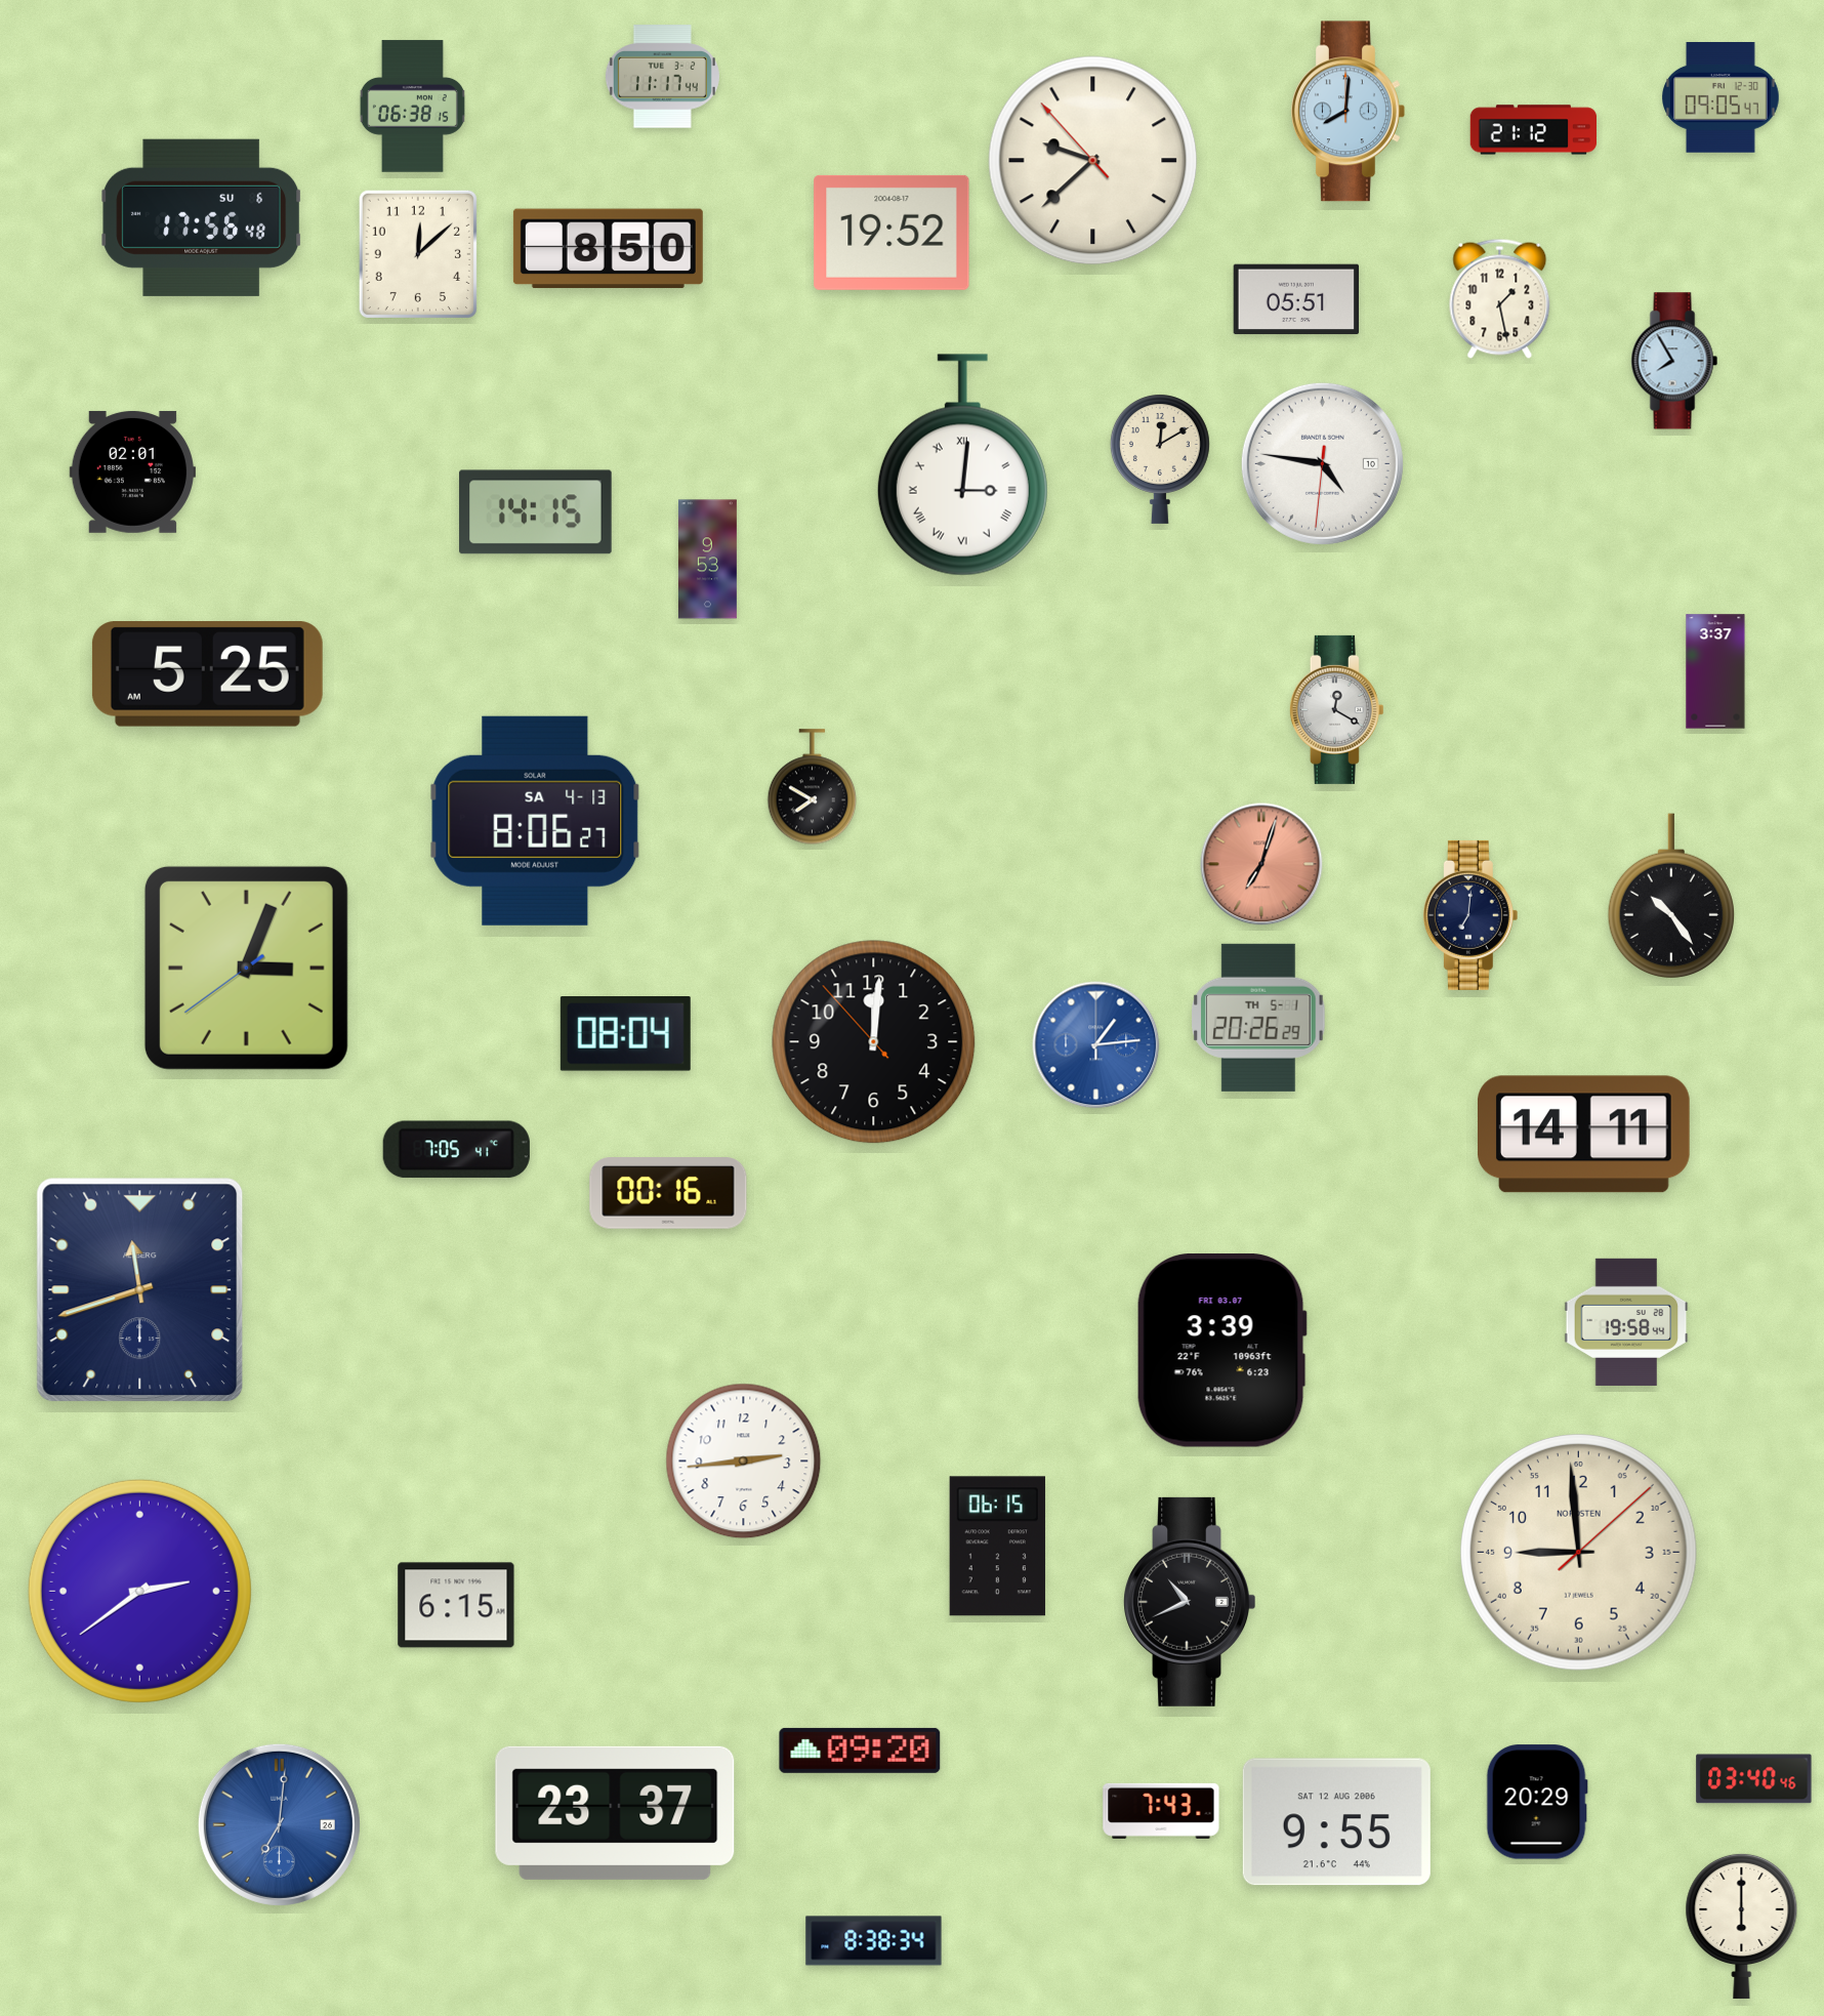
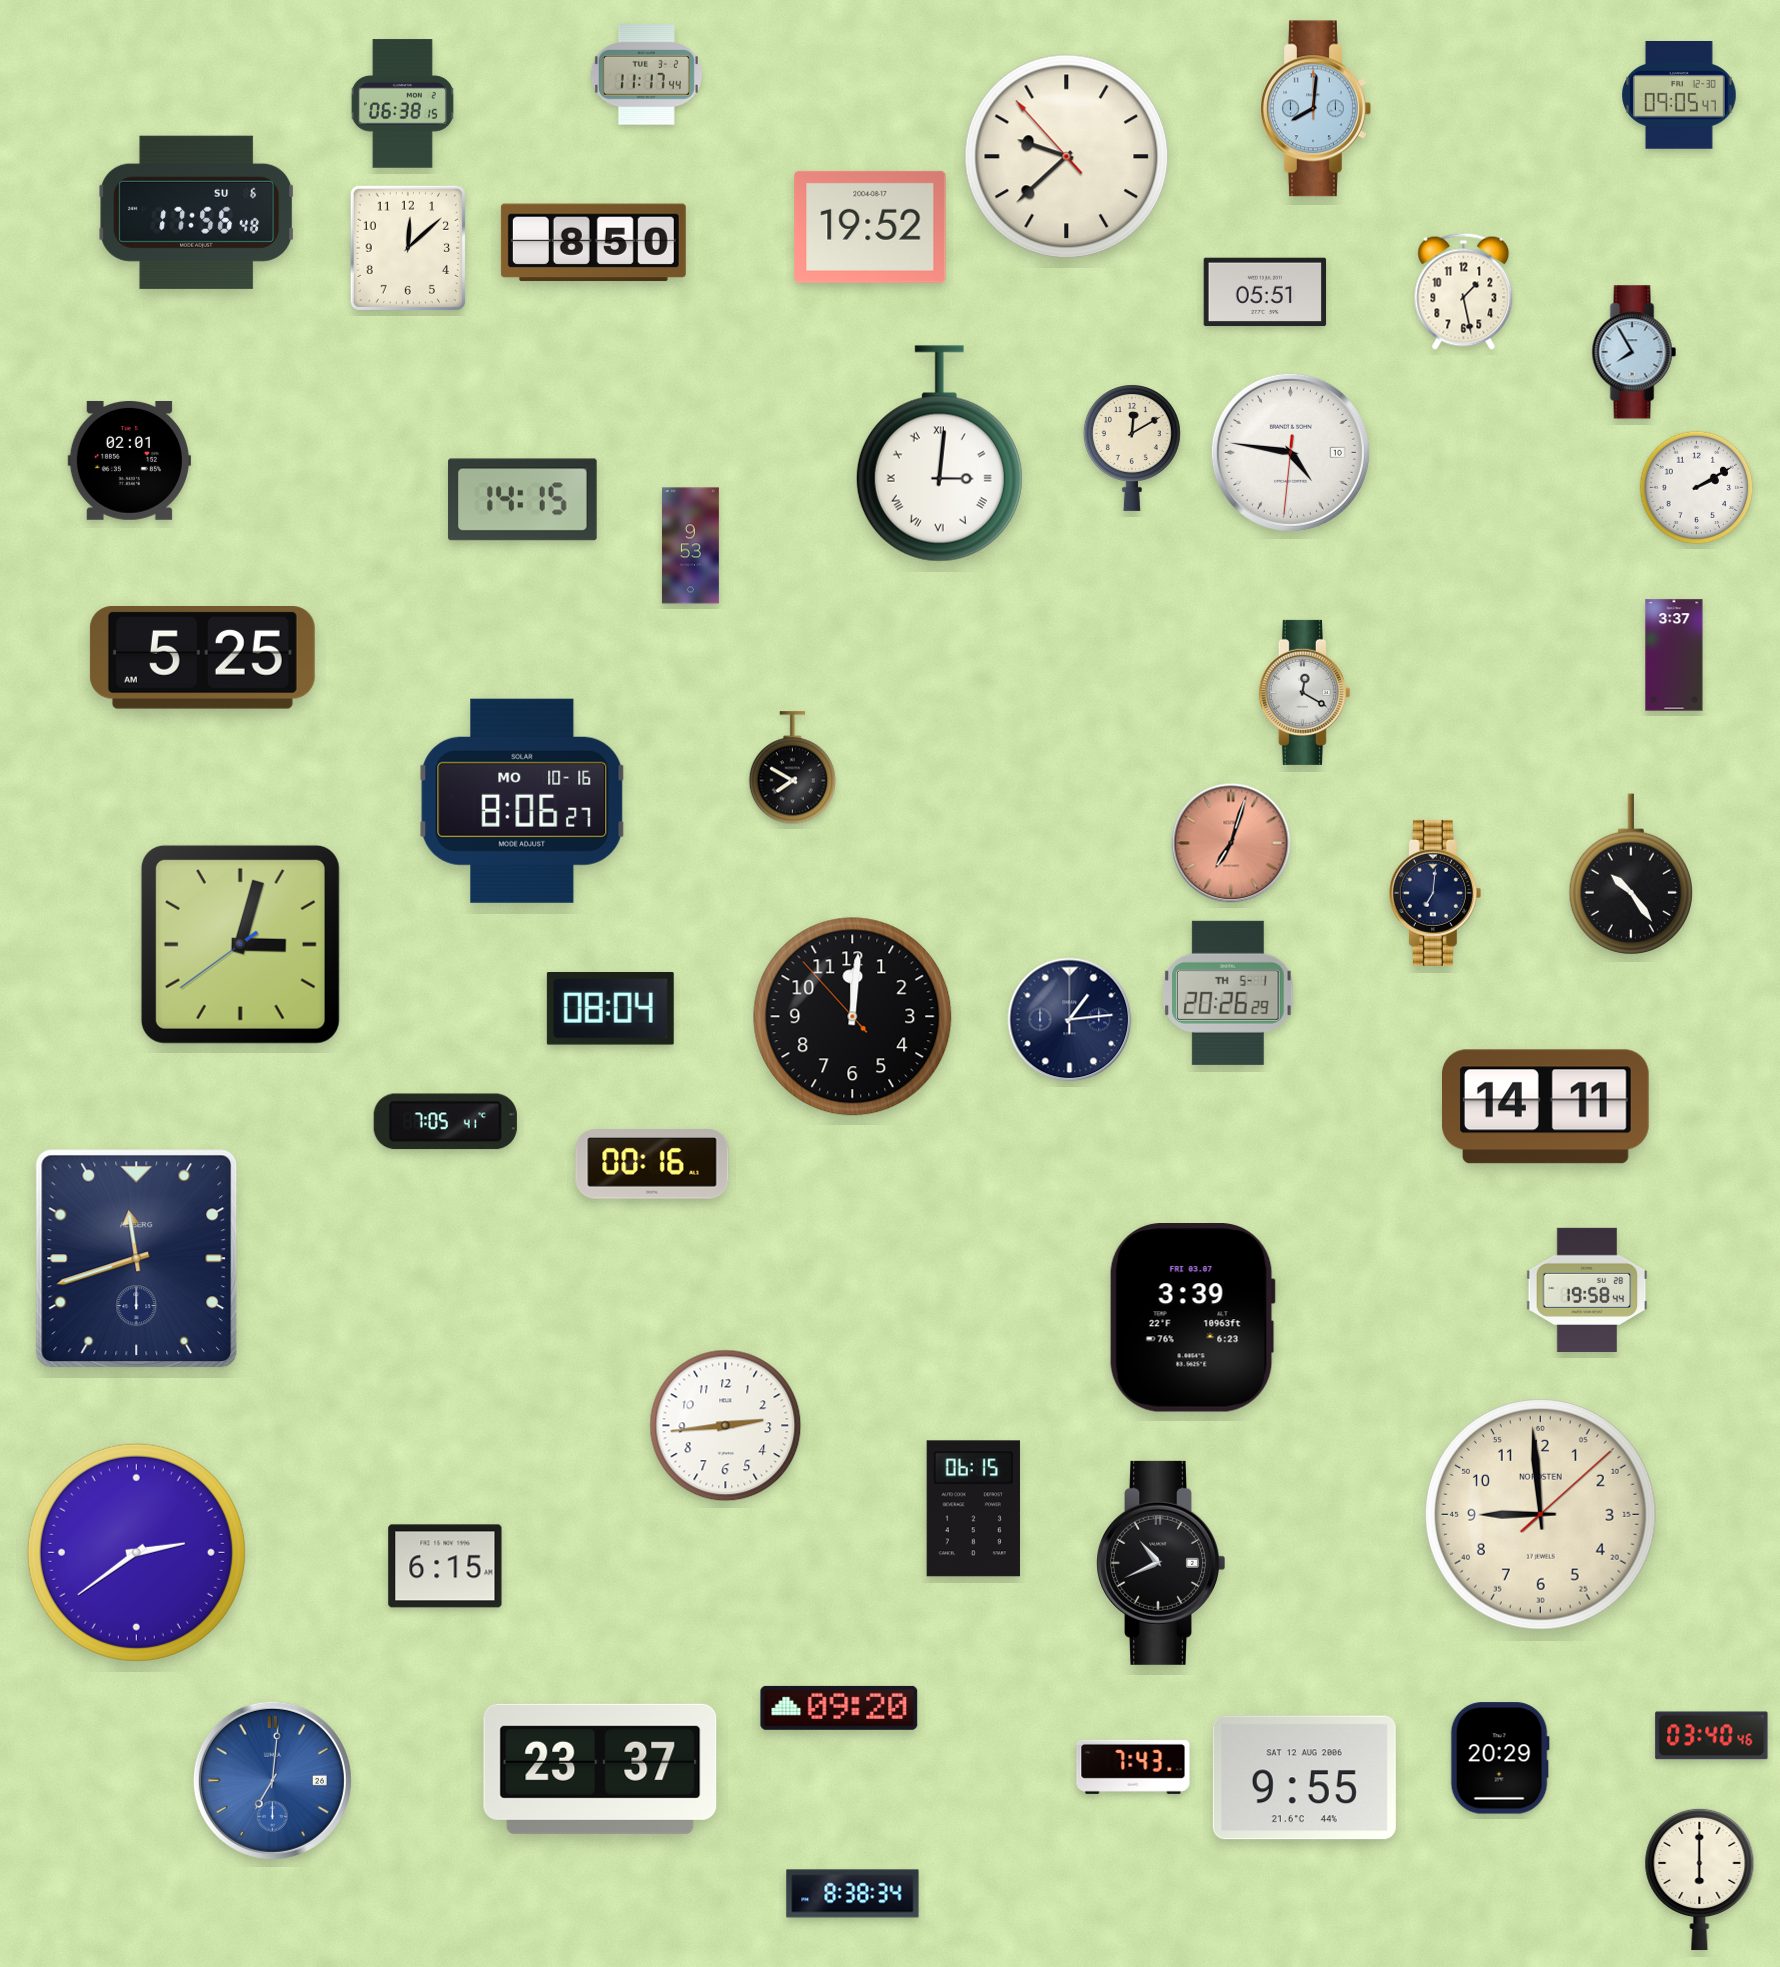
clock at (1533, 130): 21:12 -> none
clock at (1697, 488): none -> 2:10
clock at (535, 821) date: SA 4-13 -> MO 10-16
clock at (246, 968): 3:03 -> 3:02
clock at (1096, 1045) dial: blue -> navy
